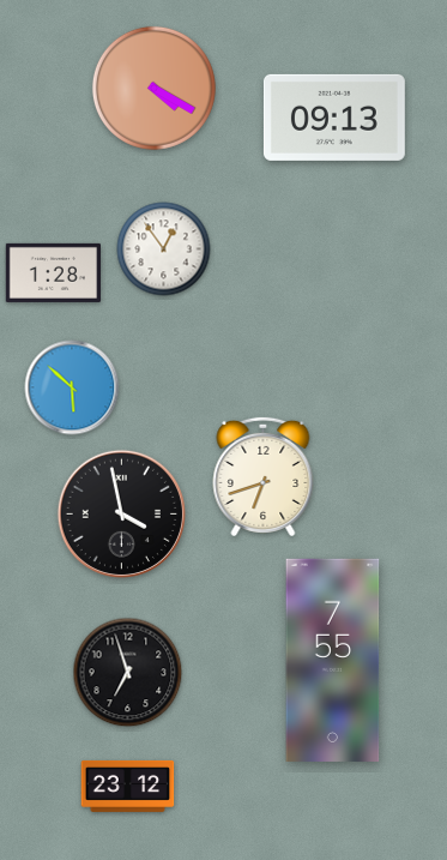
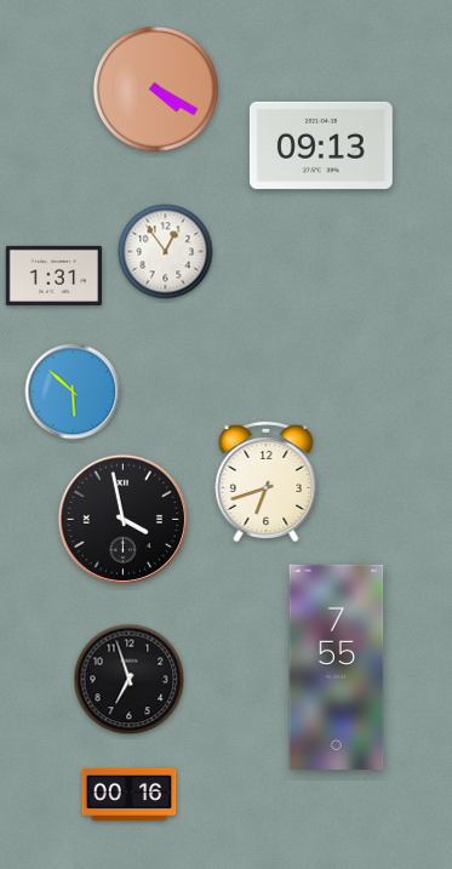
clock at (334, 118) position: (334, 118) -> (321, 145)
clock at (53, 272): 1:28 -> 1:31
clock at (128, 786): 23:12 -> 00:16
